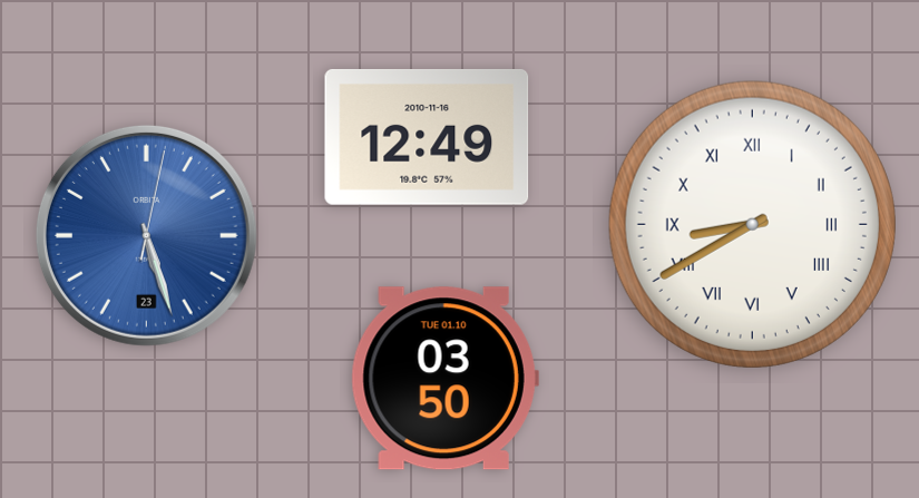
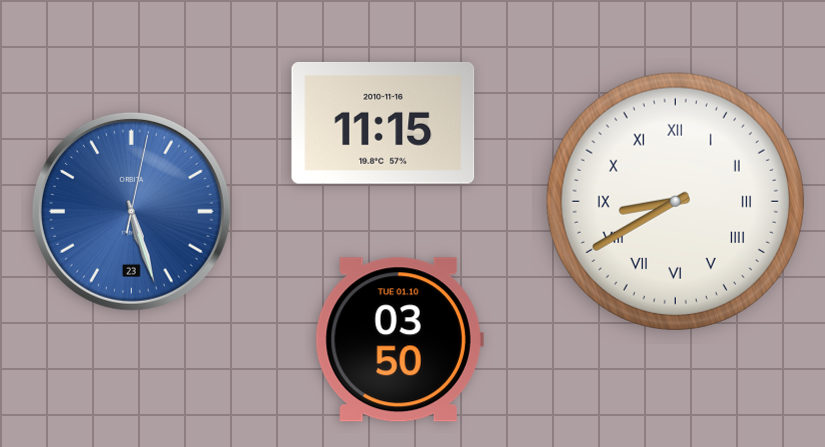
clock at (427, 137): 12:49 -> 11:15
